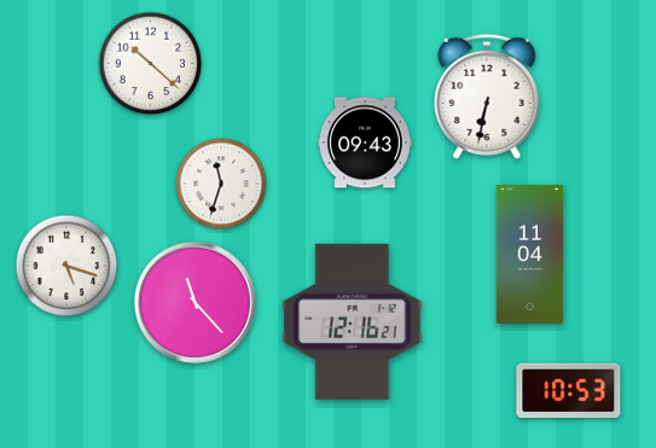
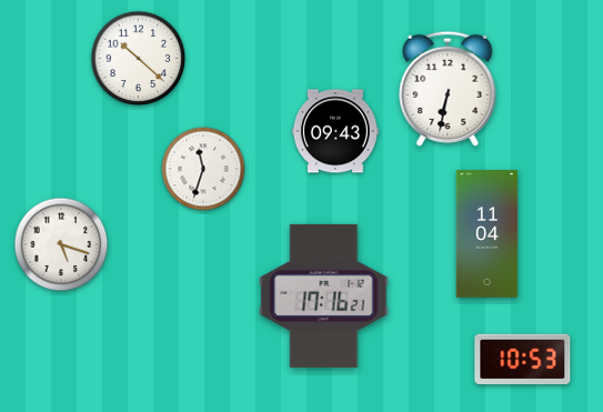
clock at (195, 302): 11:23 -> none
clock at (353, 321): 12:16 -> 17:16
